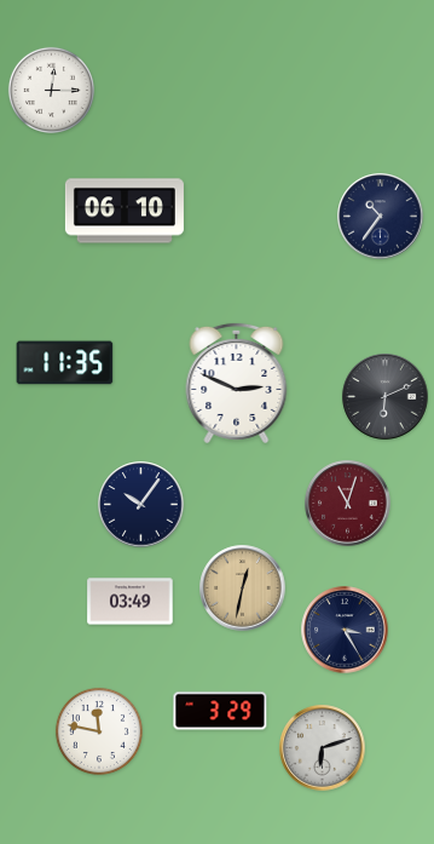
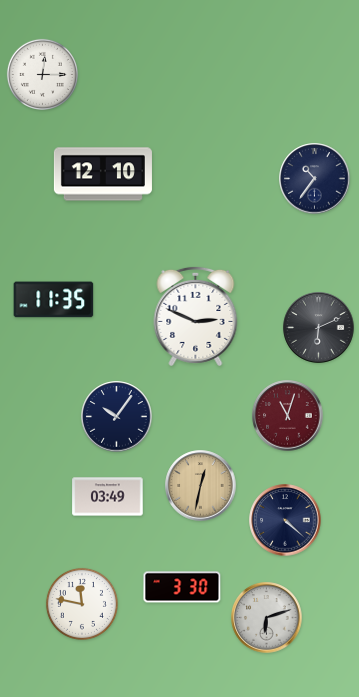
clock at (125, 211): 06:10 -> 12:10
clock at (345, 630): 3:25 -> 4:22
clock at (220, 711): 3:29 -> 3:30
